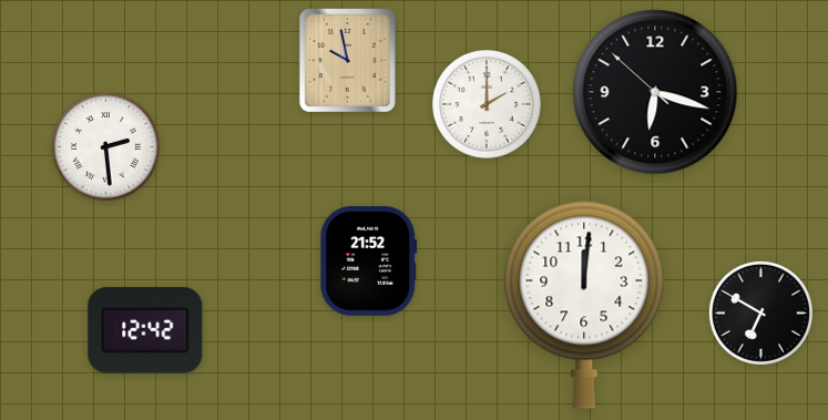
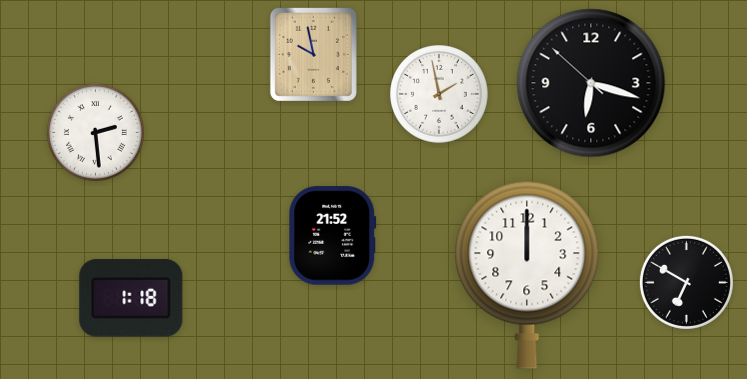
clock at (488, 105): 2:00 -> 1:58
clock at (584, 305): 12:01 -> 12:00
clock at (145, 330): 12:42 -> 1:18
